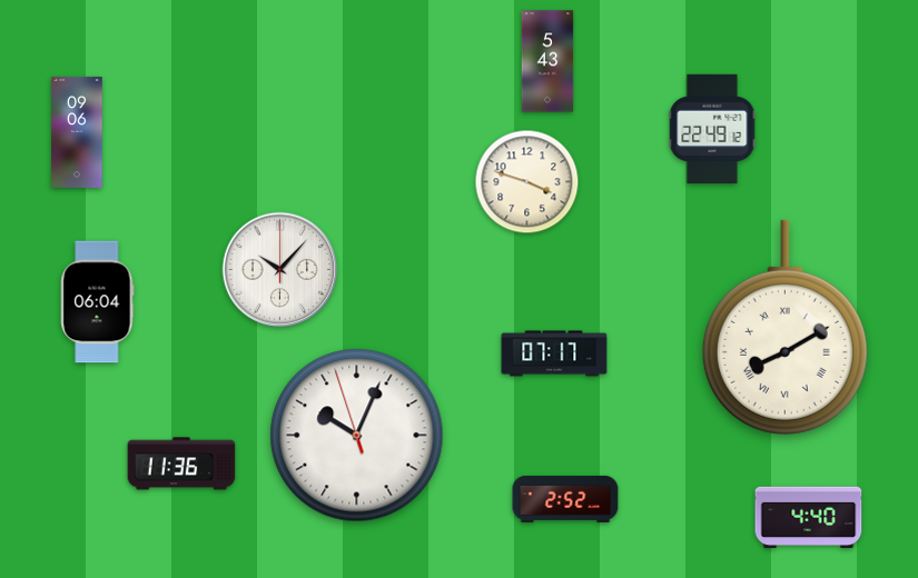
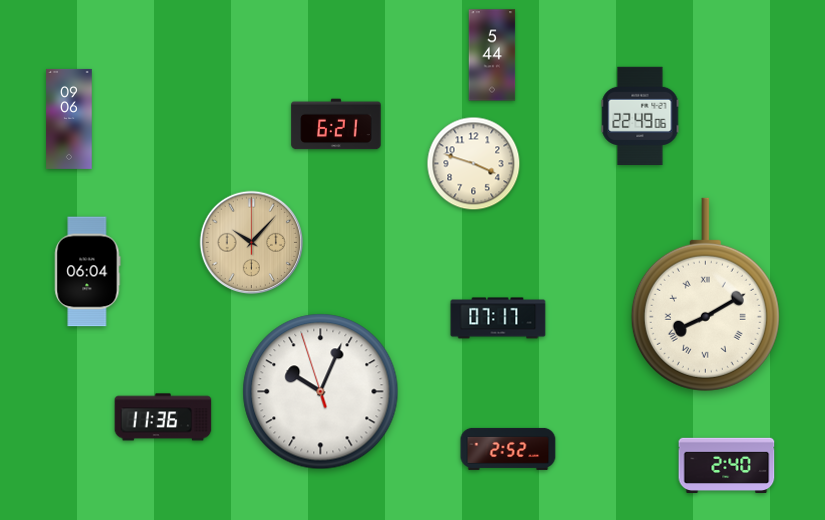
clock at (547, 61): 5:43 -> 5:44
clock at (712, 129): 22:49:12 -> 22:49:06
clock at (336, 124): none -> 6:21
clock at (280, 270) dial: white -> champagne
clock at (809, 517): 4:40 -> 2:40
